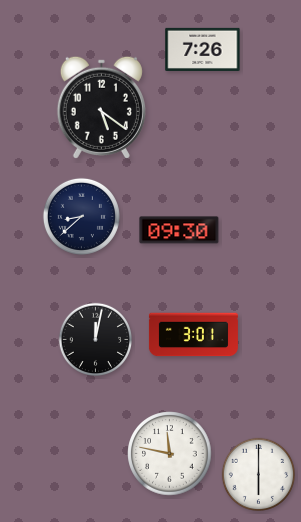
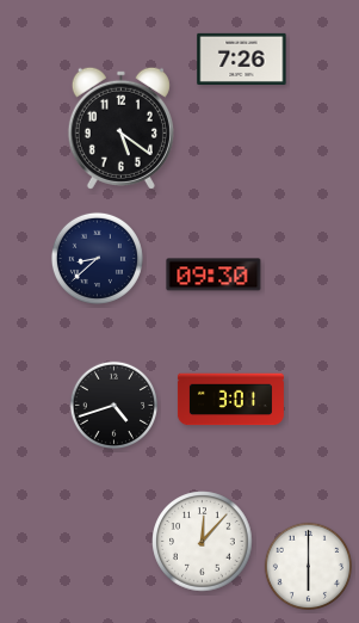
clock at (95, 339): 12:02 -> 4:42
clock at (170, 454): 11:47 -> 12:07
